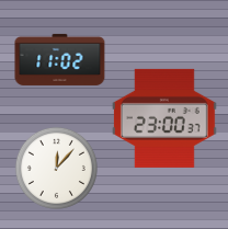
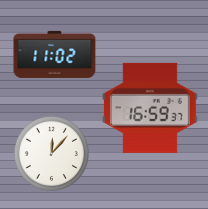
clock at (164, 118): 23:00 -> 16:59
